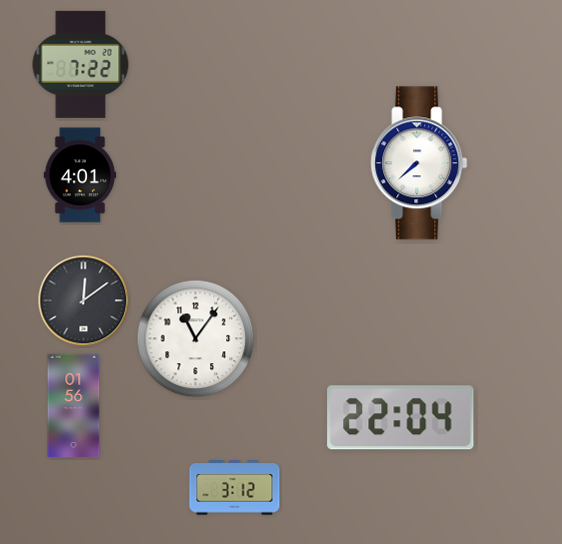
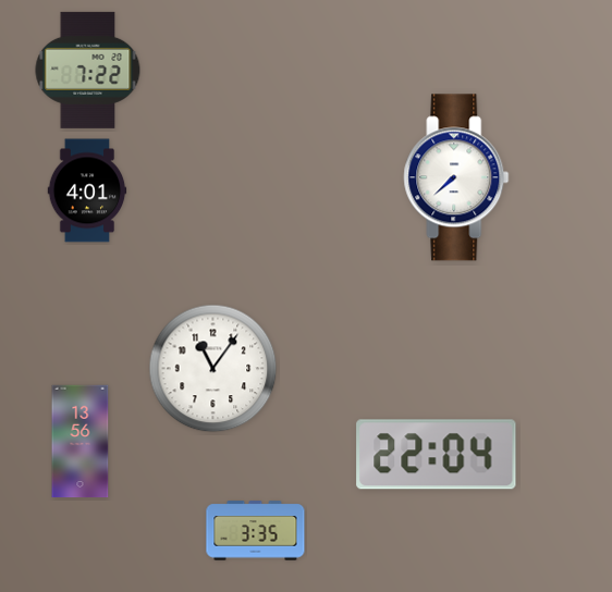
clock at (84, 301): 12:09 -> none
clock at (74, 406): 01:56 -> 13:56
clock at (235, 488): 3:12 -> 3:35
